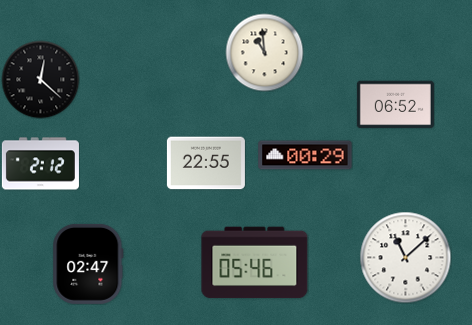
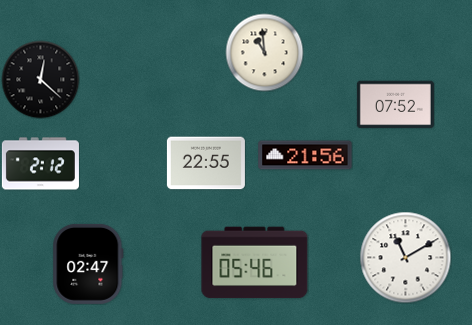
clock at (395, 105): 06:52 -> 07:52
clock at (305, 155): 00:29 -> 21:56
clock at (405, 257): 11:08 -> 11:10
